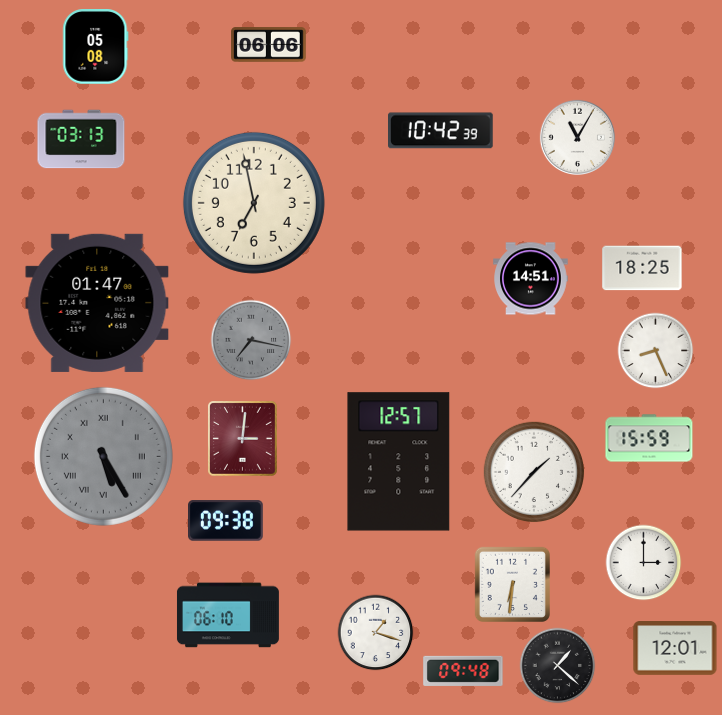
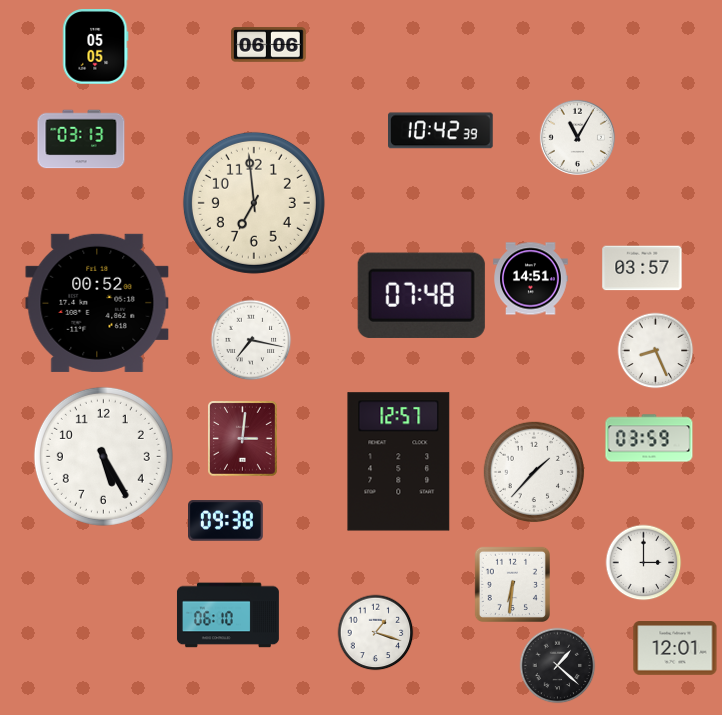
clock at (96, 47): 05:08 -> 05:05
clock at (254, 203): 6:58 -> 6:59
clock at (642, 268): 18:25 -> 03:57
clock at (421, 295): none -> 07:48
clock at (97, 303): 01:47 -> 00:52
clock at (251, 340) dial: grey -> white
clock at (649, 438): 15:59 -> 03:59
clock at (103, 456) dial: grey -> white
clock at (103, 456) numerals: Roman -> Arabic
clock at (463, 671): 09:48 -> none
